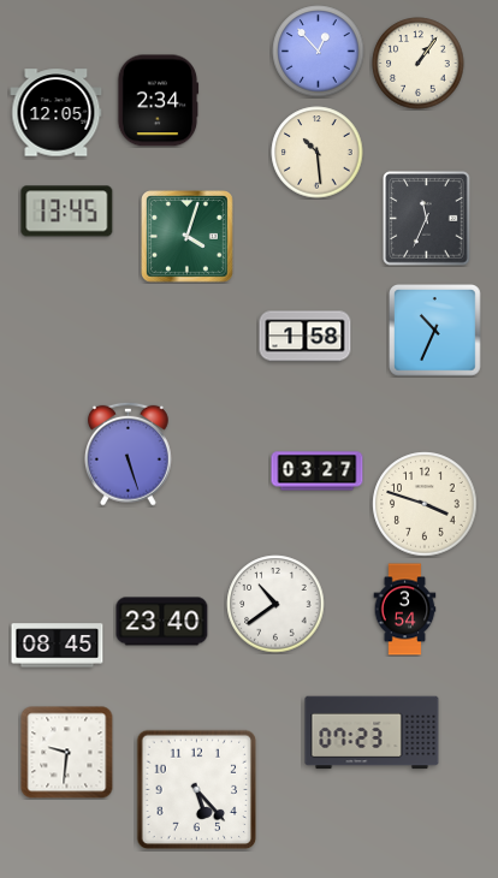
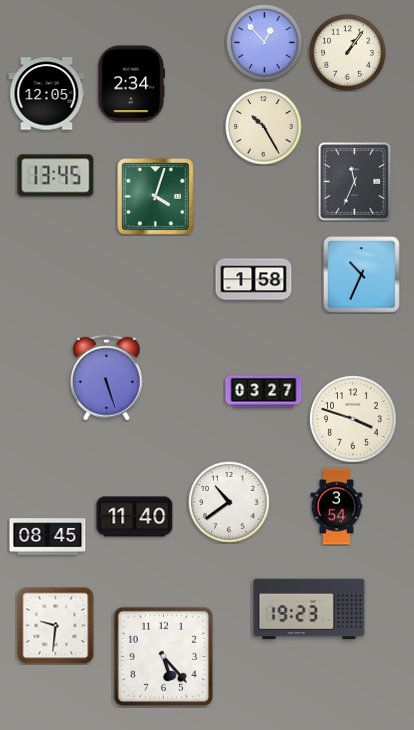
clock at (318, 153): 10:29 -> 10:25
clock at (162, 622): 23:40 -> 11:40
clock at (372, 732): 07:23 -> 19:23
